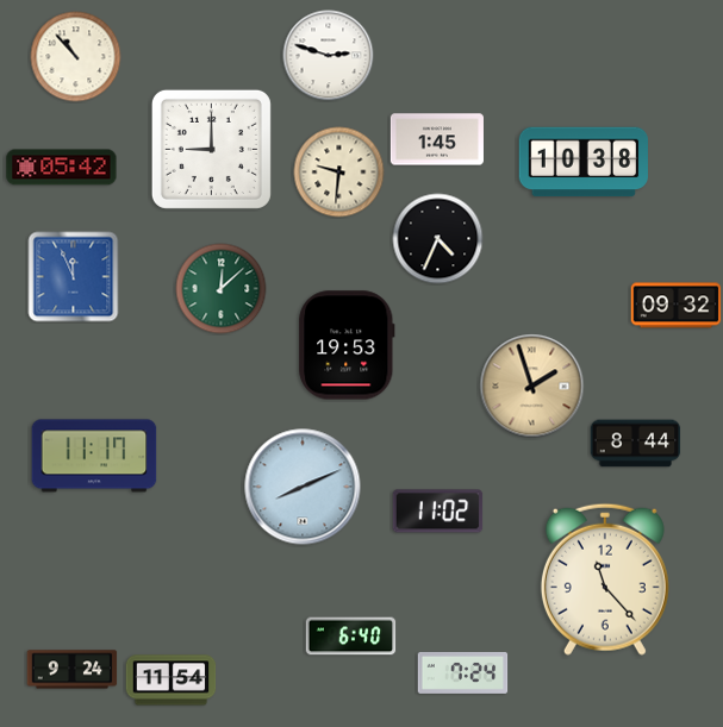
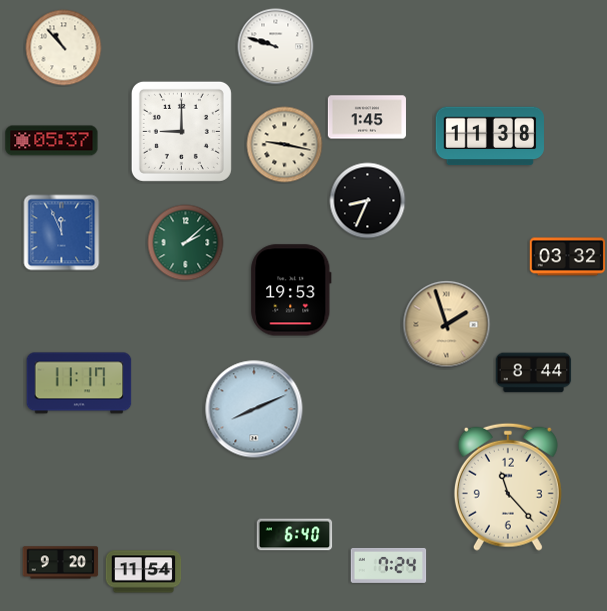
clock at (329, 56): 2:48 -> 9:48
clock at (211, 149) position: (211, 149) -> (181, 131)
clock at (582, 162): 10:38 -> 11:38
clock at (62, 168): 05:42 -> 05:37
clock at (339, 173): 9:31 -> 9:17
clock at (438, 239): 4:34 -> 8:34
clock at (222, 289): 12:08 -> 2:08
clock at (677, 306): 09:32 -> 03:32
clock at (438, 512): 11:02 -> none
clock at (73, 670): 9:24 -> 9:20
